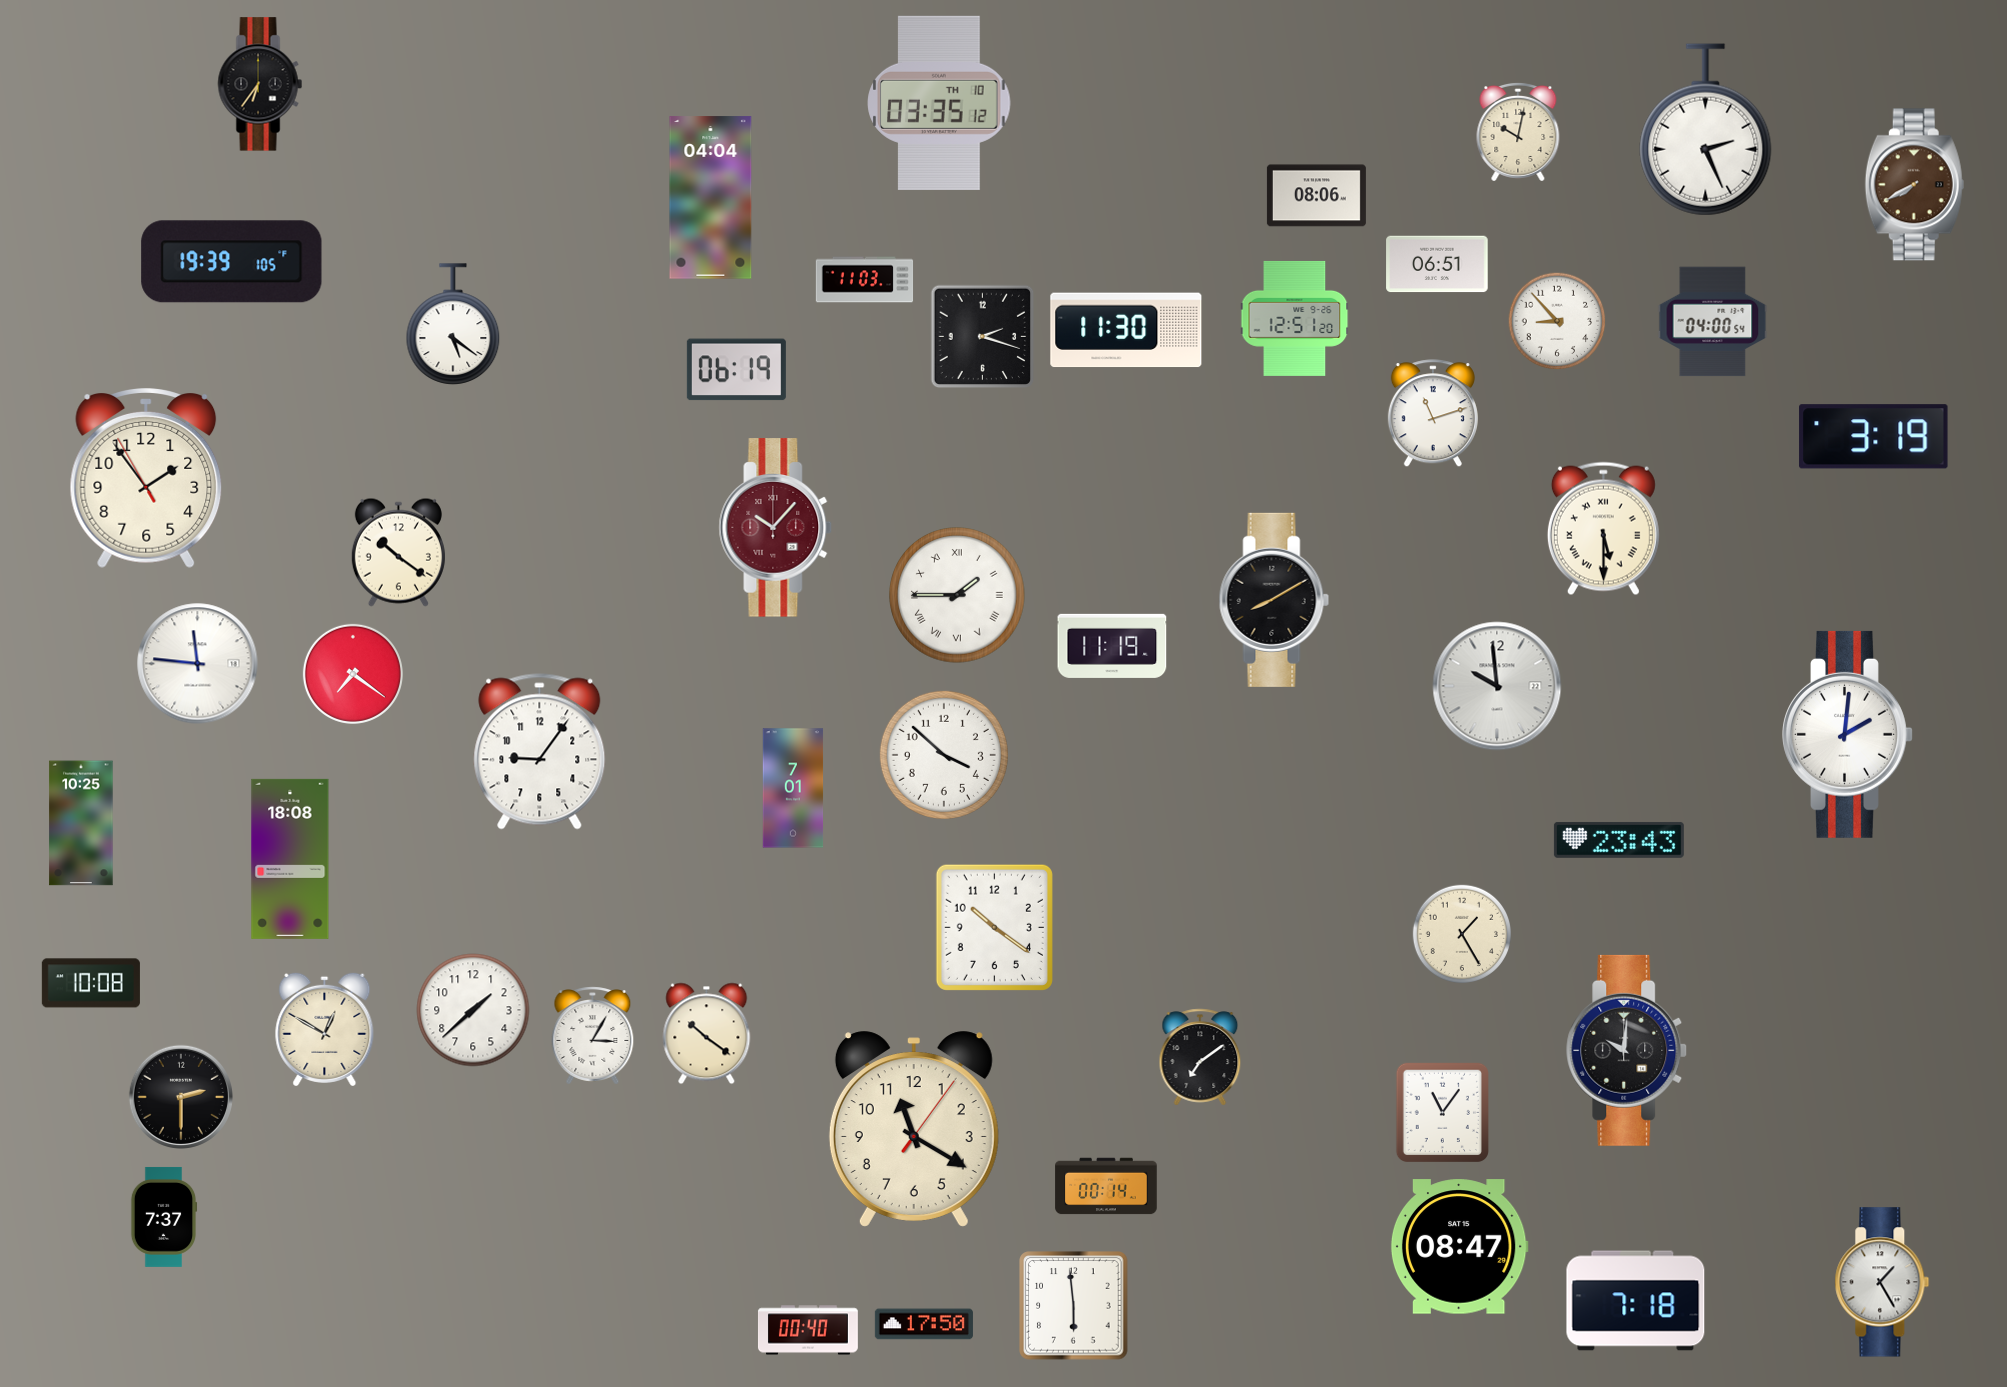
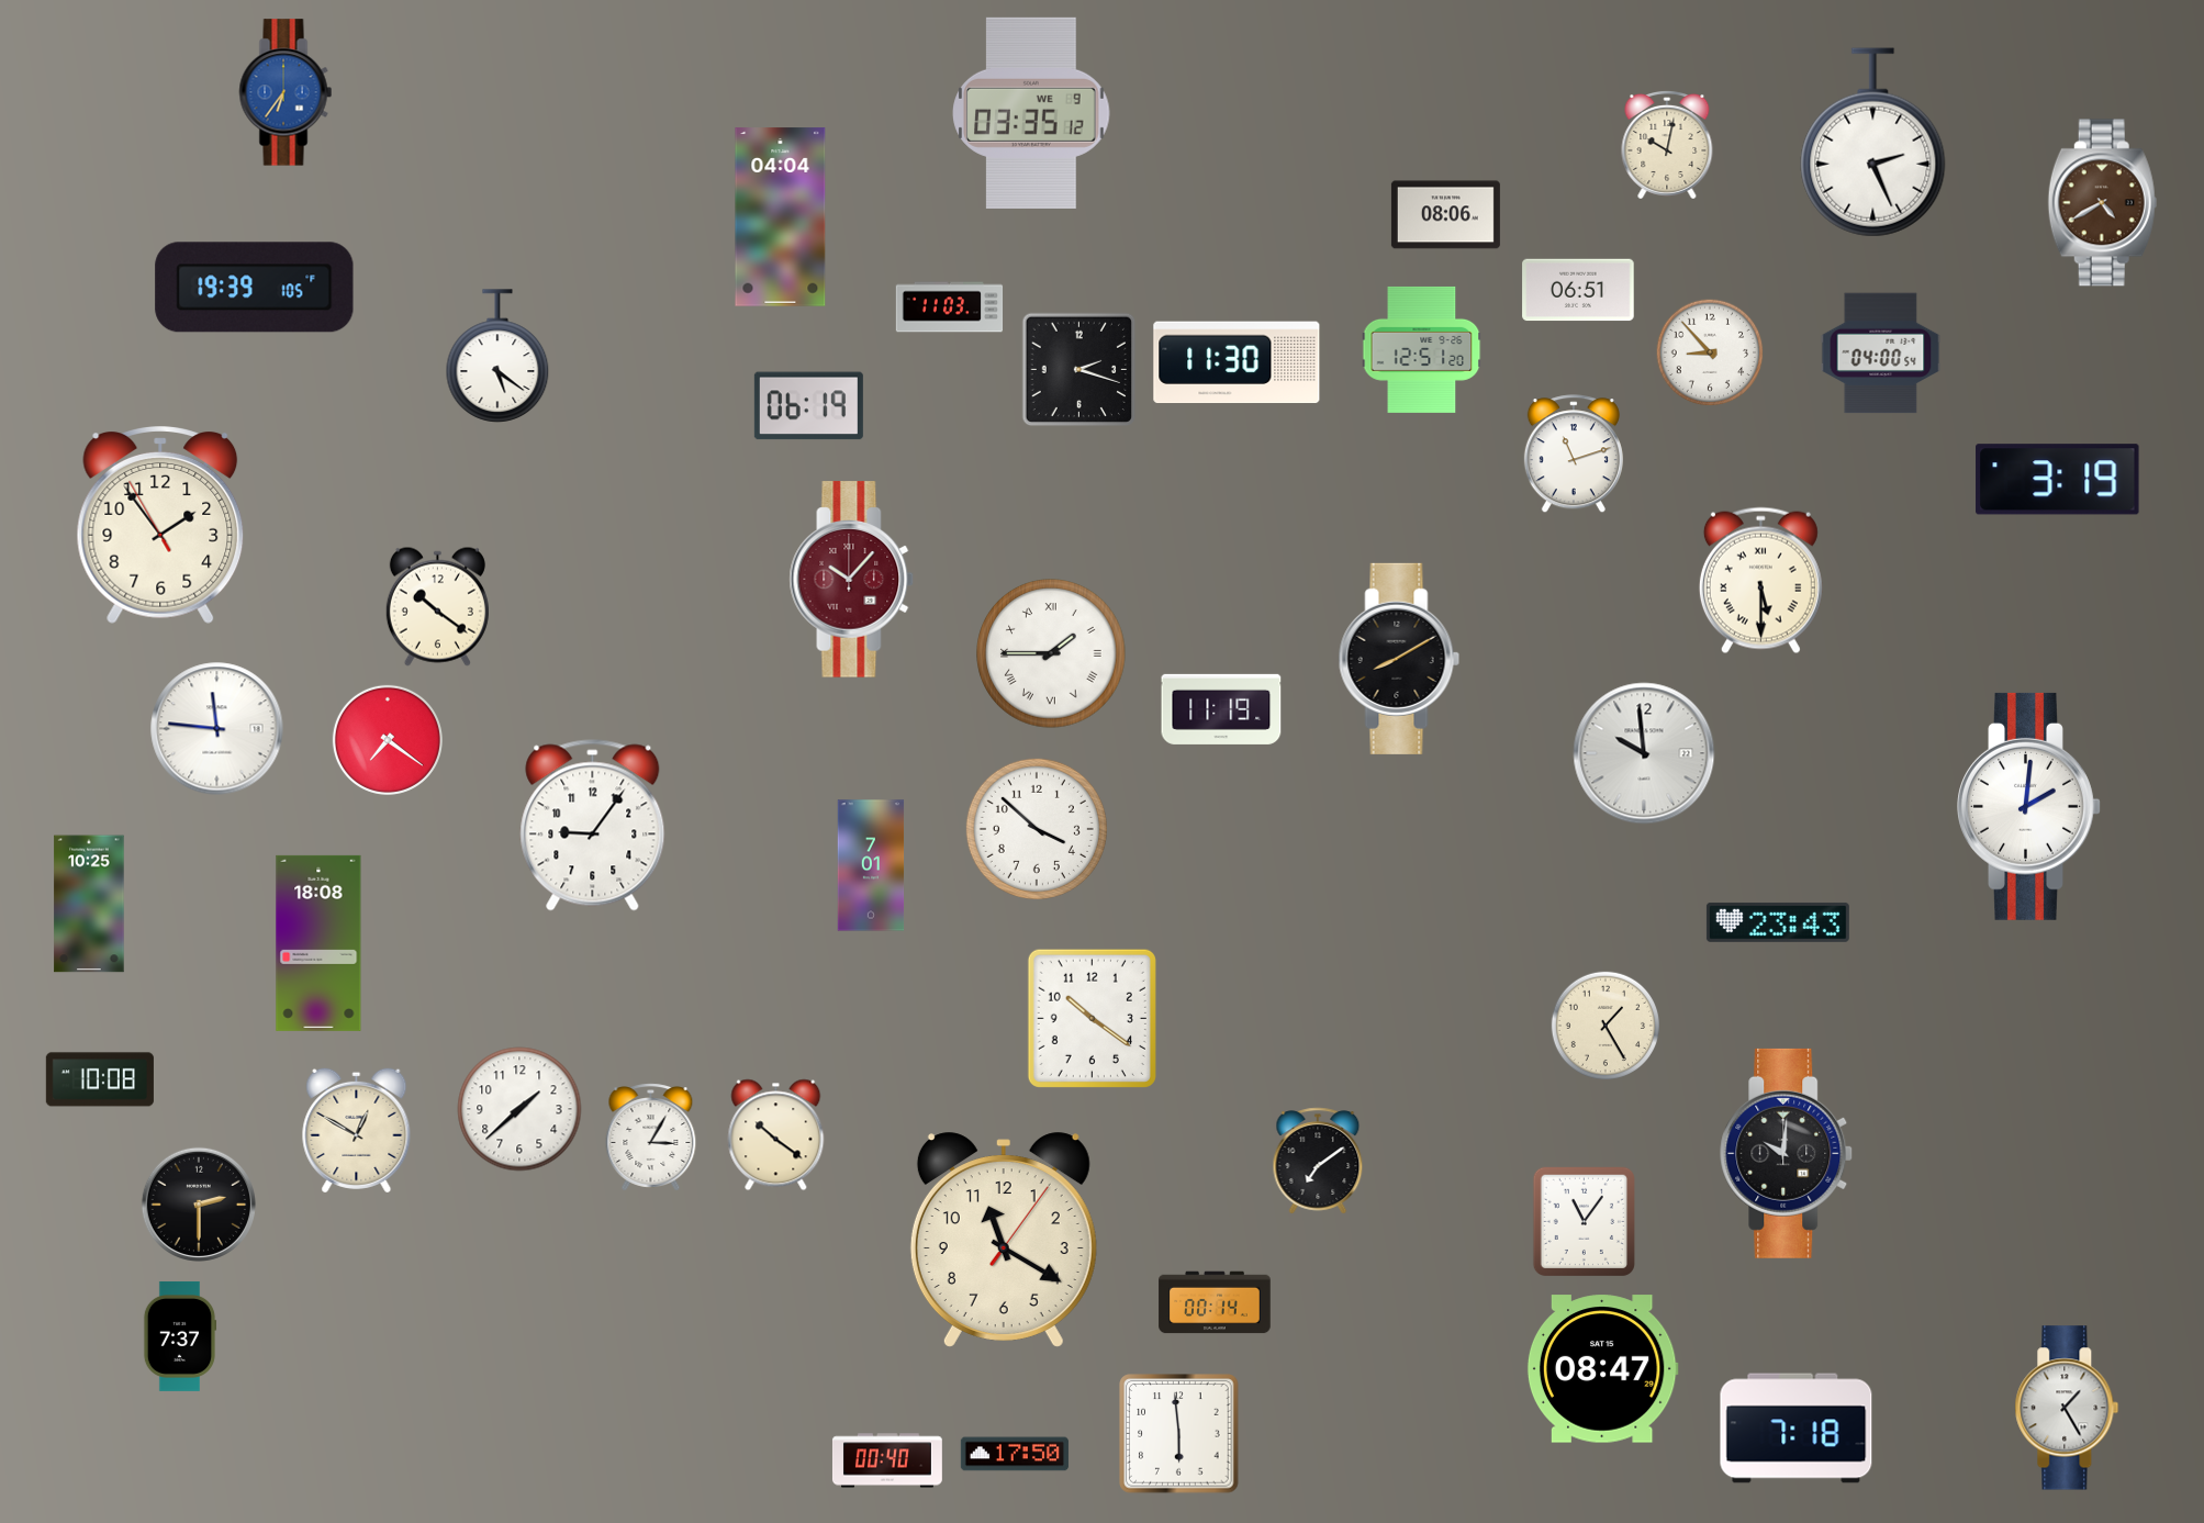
clock at (260, 84) dial: black -> blue
clock at (939, 103) date: TH 10 -> WE 9
clock at (1914, 185): 7:40 -> 4:40
